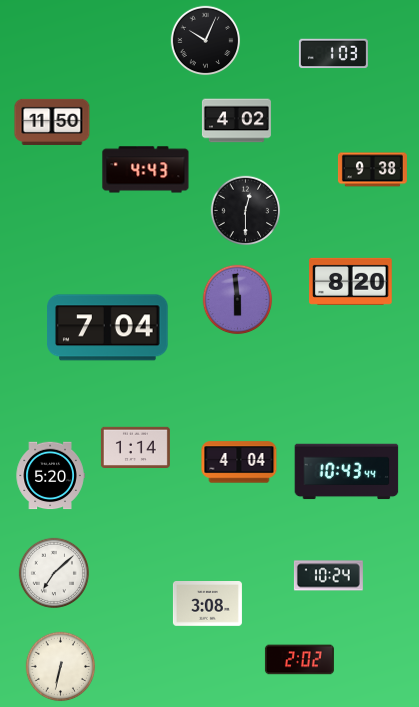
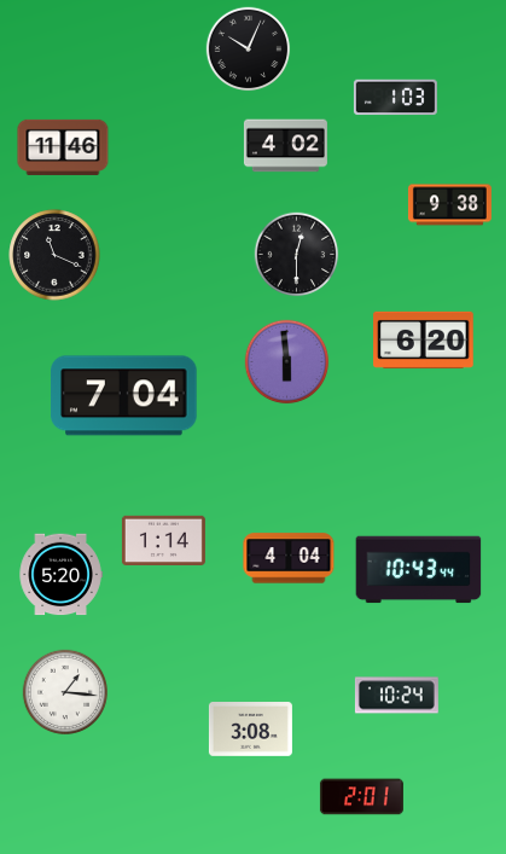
clock at (333, 54) position: (333, 54) -> (395, 98)
clock at (52, 122): 11:50 -> 11:46
clock at (146, 170): 4:43 -> none
clock at (54, 255): none -> 11:19
clock at (351, 281): 8:20 -> 6:20
clock at (108, 328) position: (108, 328) -> (124, 396)
clock at (53, 572): 7:08 -> 1:16
clock at (299, 660): 2:02 -> 2:01
clock at (61, 667): 6:32 -> none
